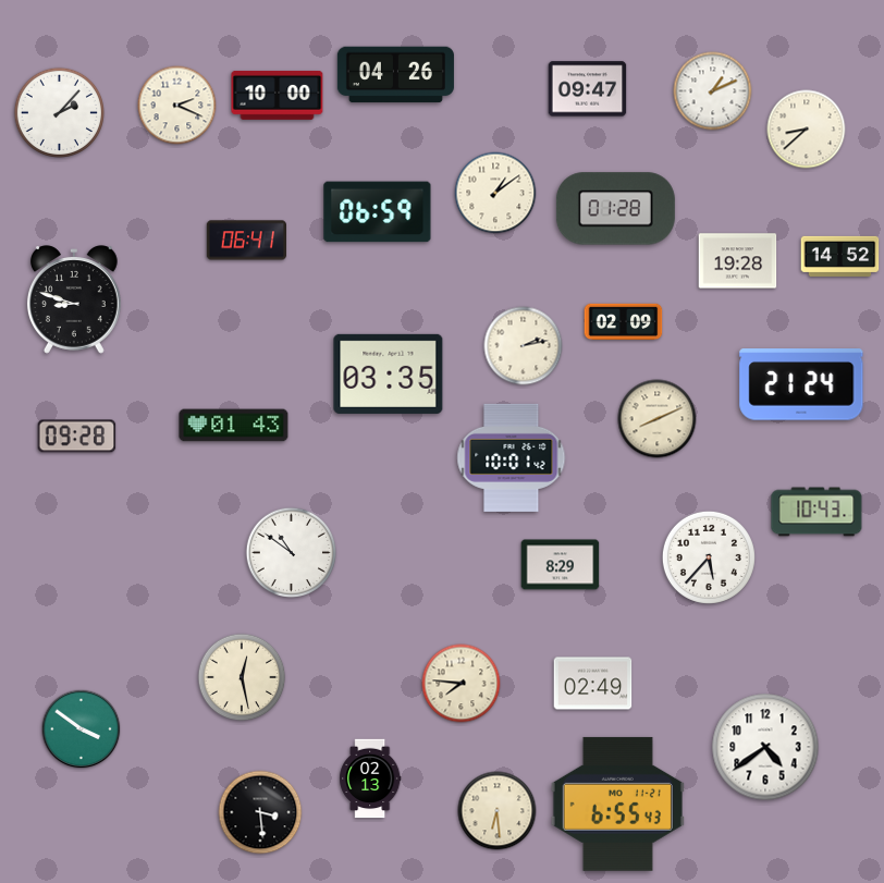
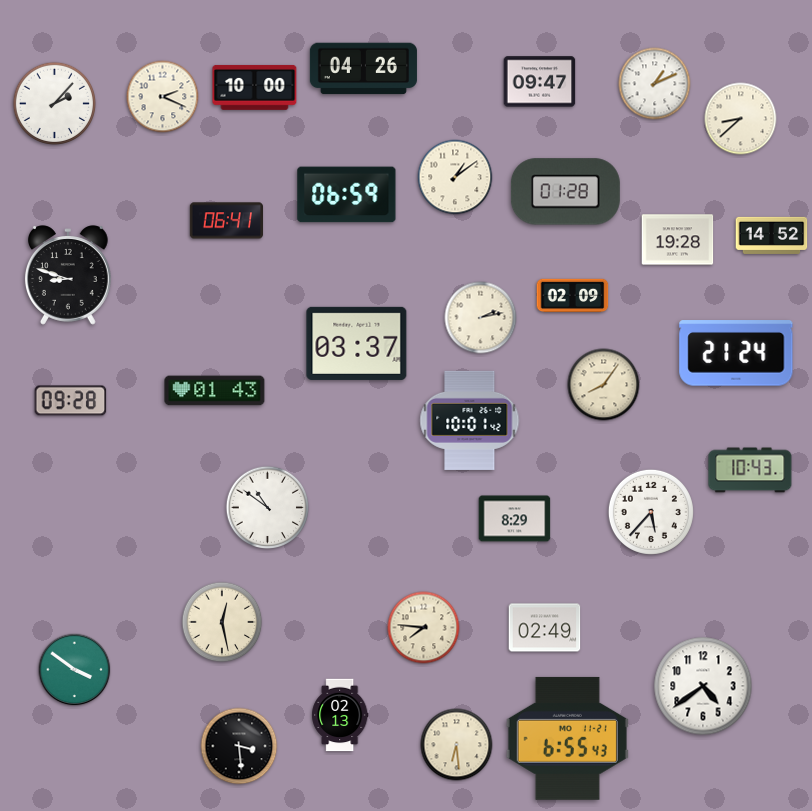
clock at (389, 373): 03:35 -> 03:37
clock at (658, 419): 8:11 -> 8:06
